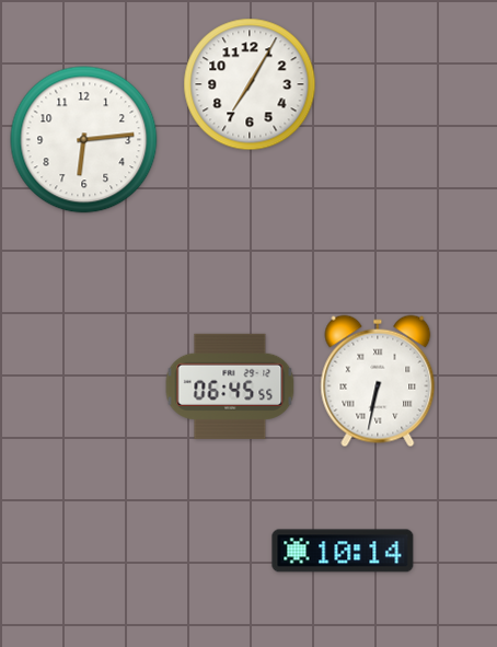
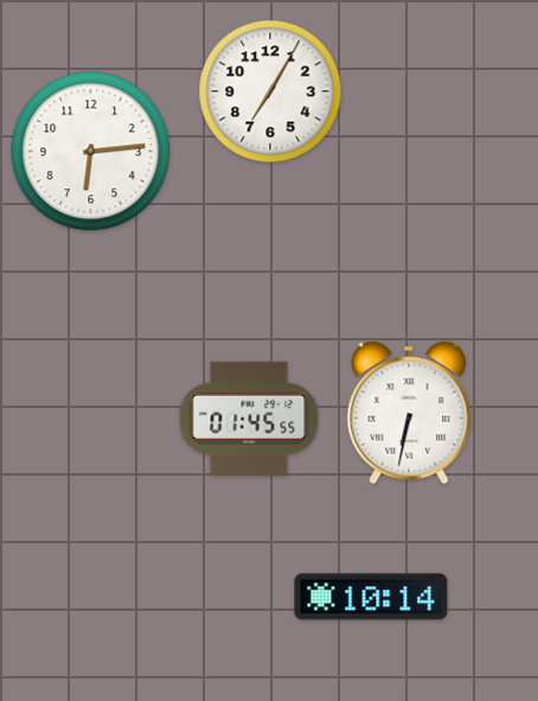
clock at (230, 386): 06:45 -> 01:45
